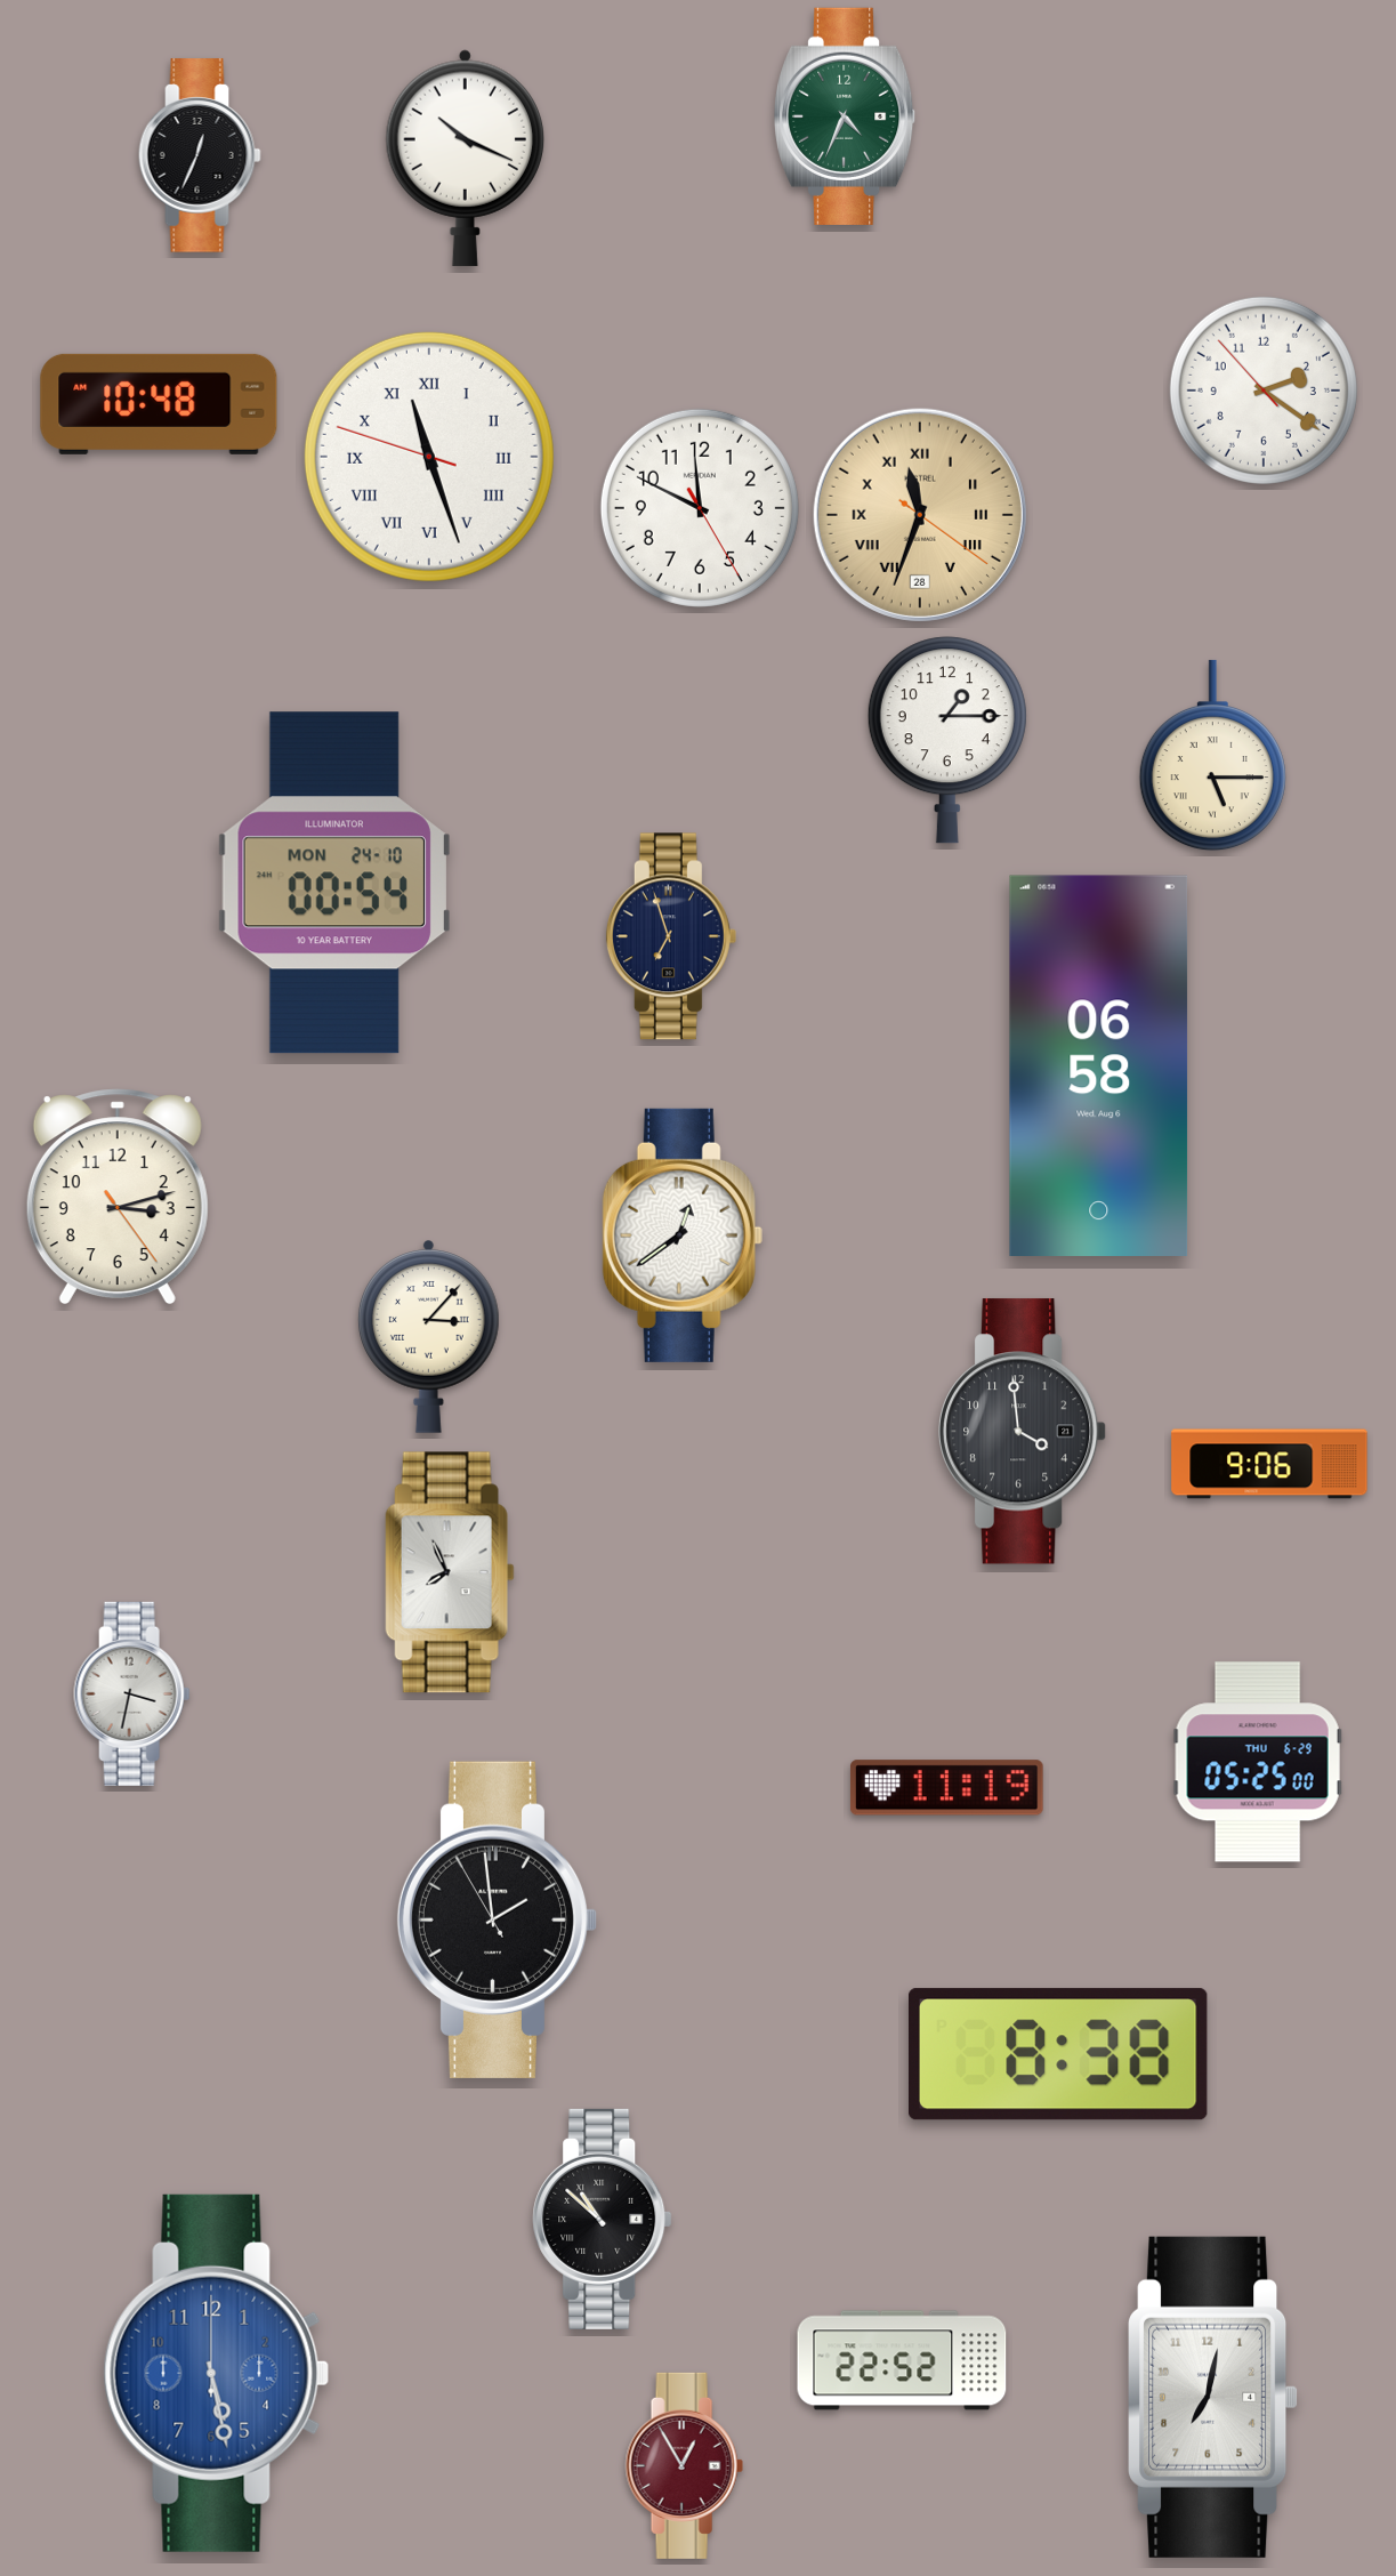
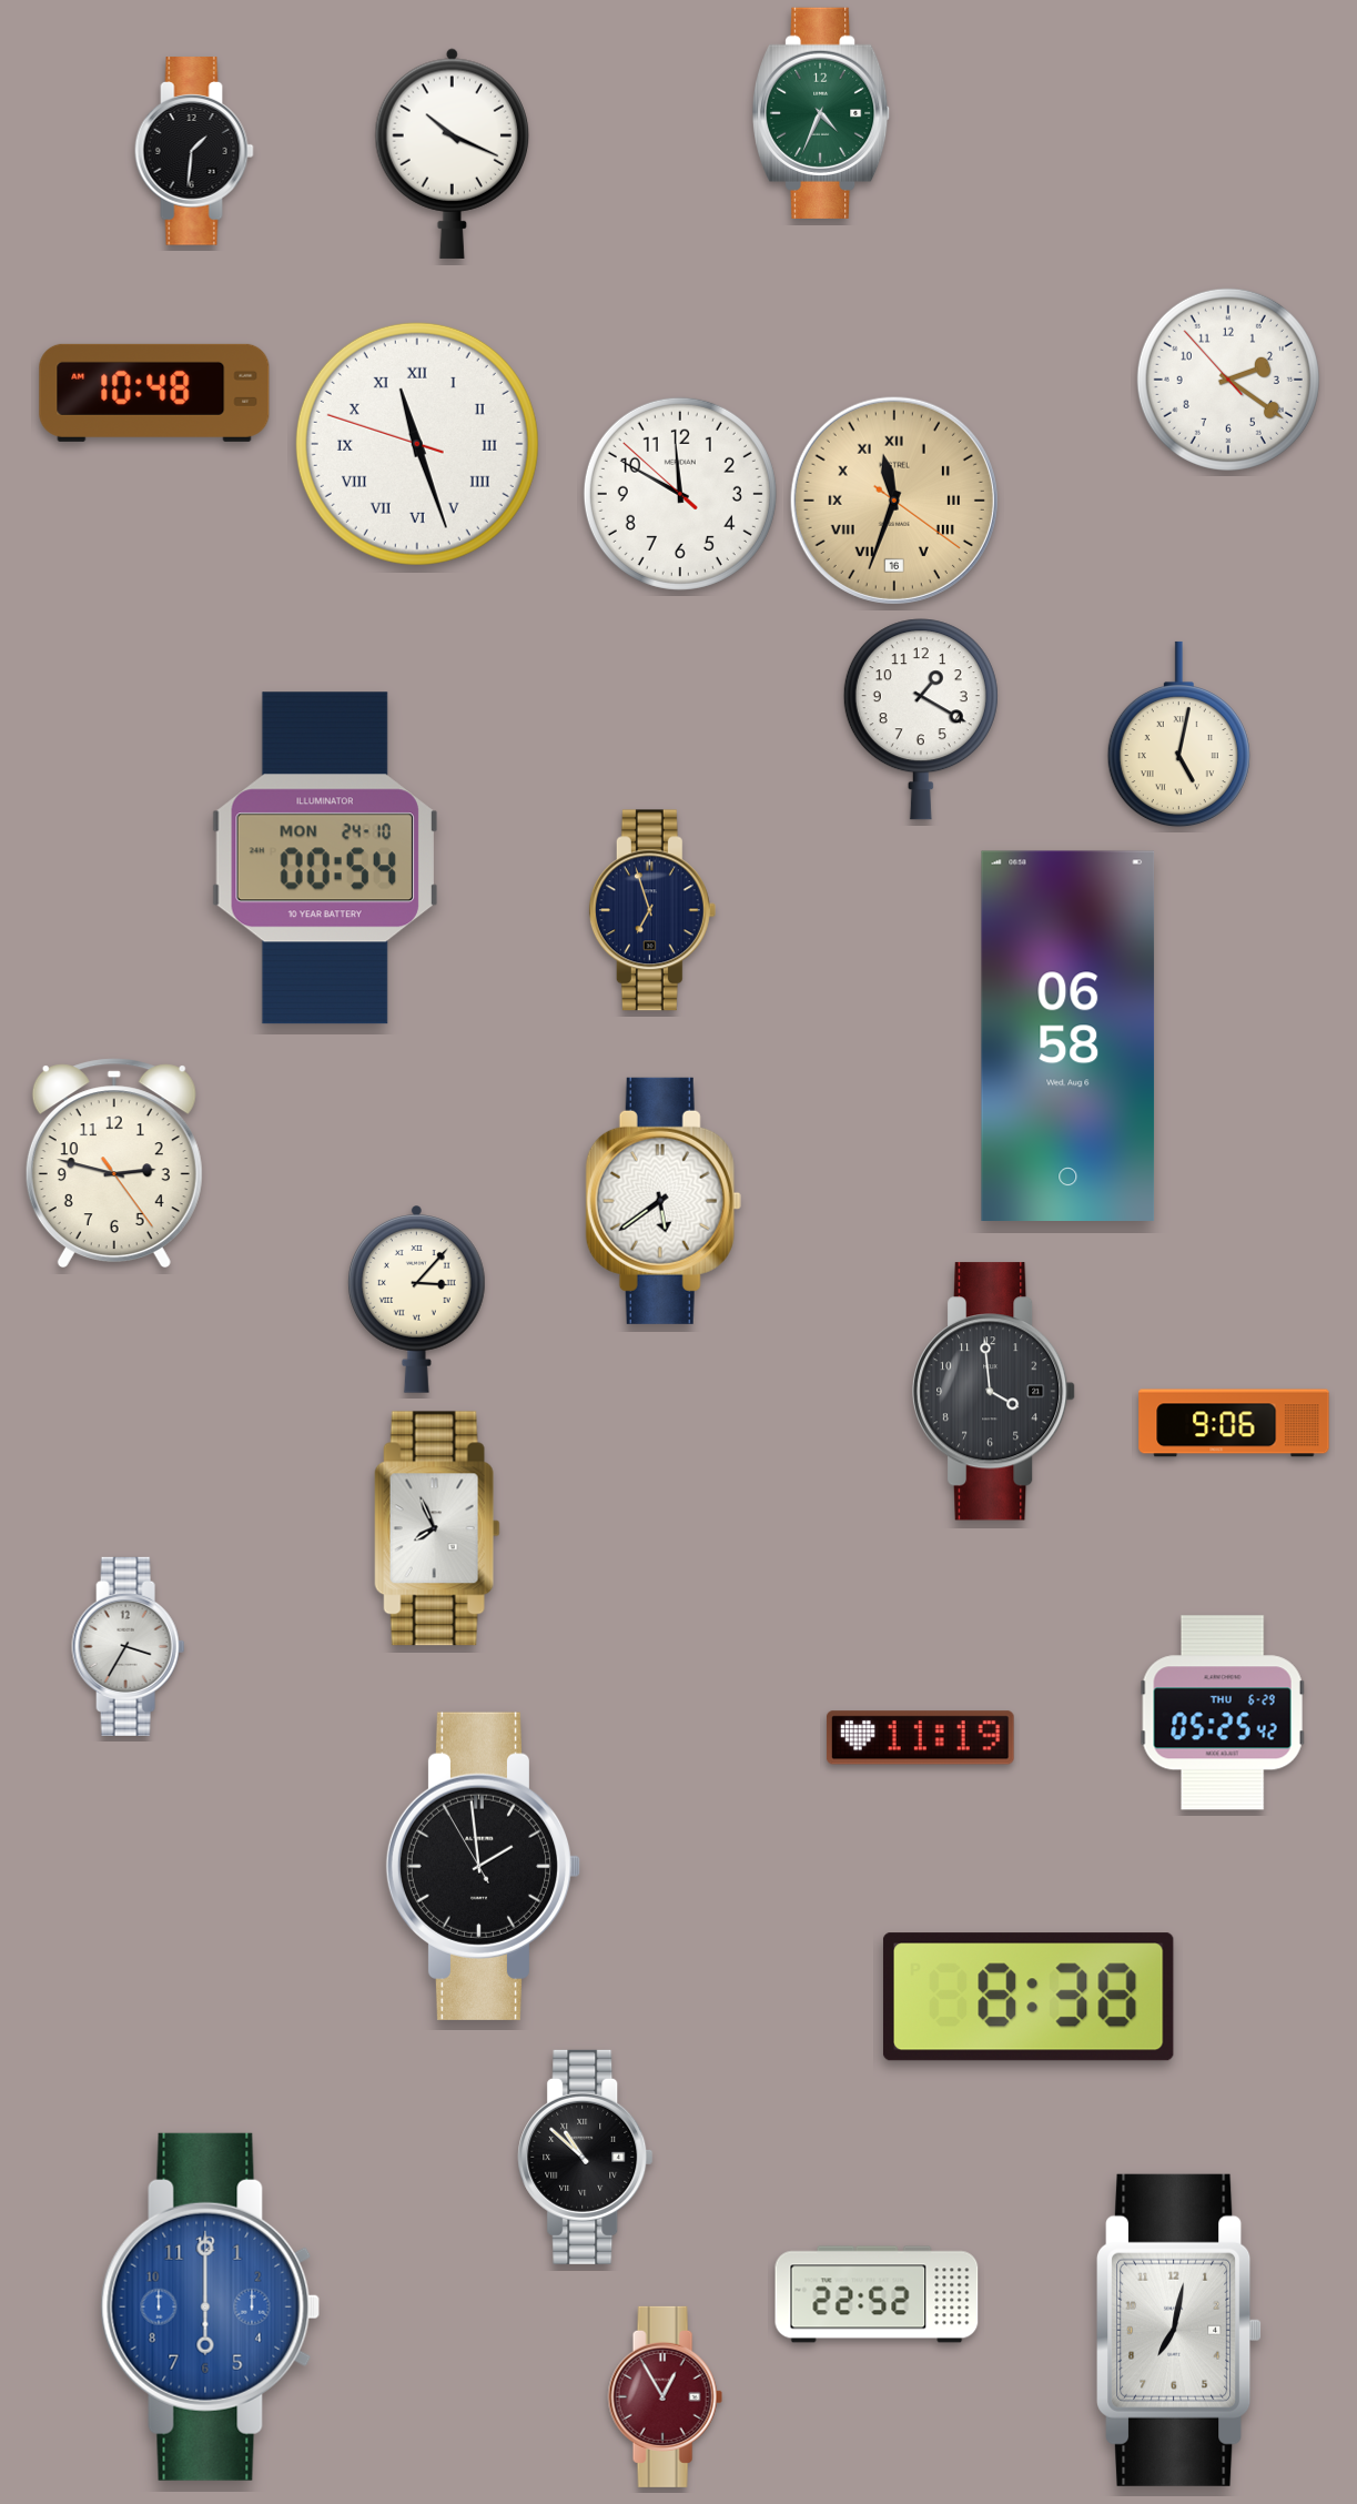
clock at (200, 155): 12:34 -> 1:31
clock at (700, 508): 11:49:25 -> 11:49:52
clock at (920, 515) date: 28 -> 16
clock at (947, 740): 1:15 -> 1:20
clock at (1212, 756): 5:15 -> 5:02
clock at (118, 1197): 3:12 -> 2:47
clock at (683, 1235): 12:39 -> 5:39
clock at (132, 1693): 3:32 -> 3:35
clock at (1258, 1762): 05:25:00 -> 05:25:42
clock at (217, 2373): 5:28 -> 6:00
